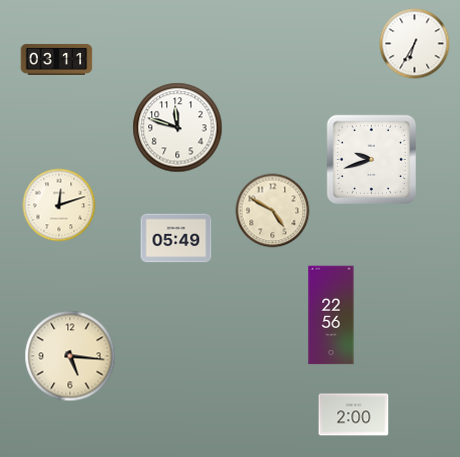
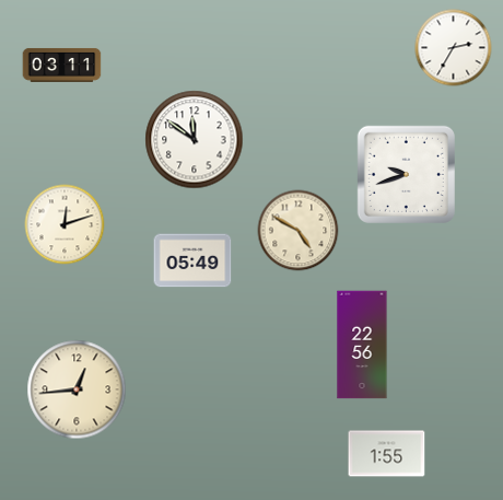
clock at (415, 44): 6:35 -> 2:35
clock at (178, 128): 11:48 -> 11:51
clock at (70, 356): 5:16 -> 12:44
clock at (354, 415): 2:00 -> 1:55
